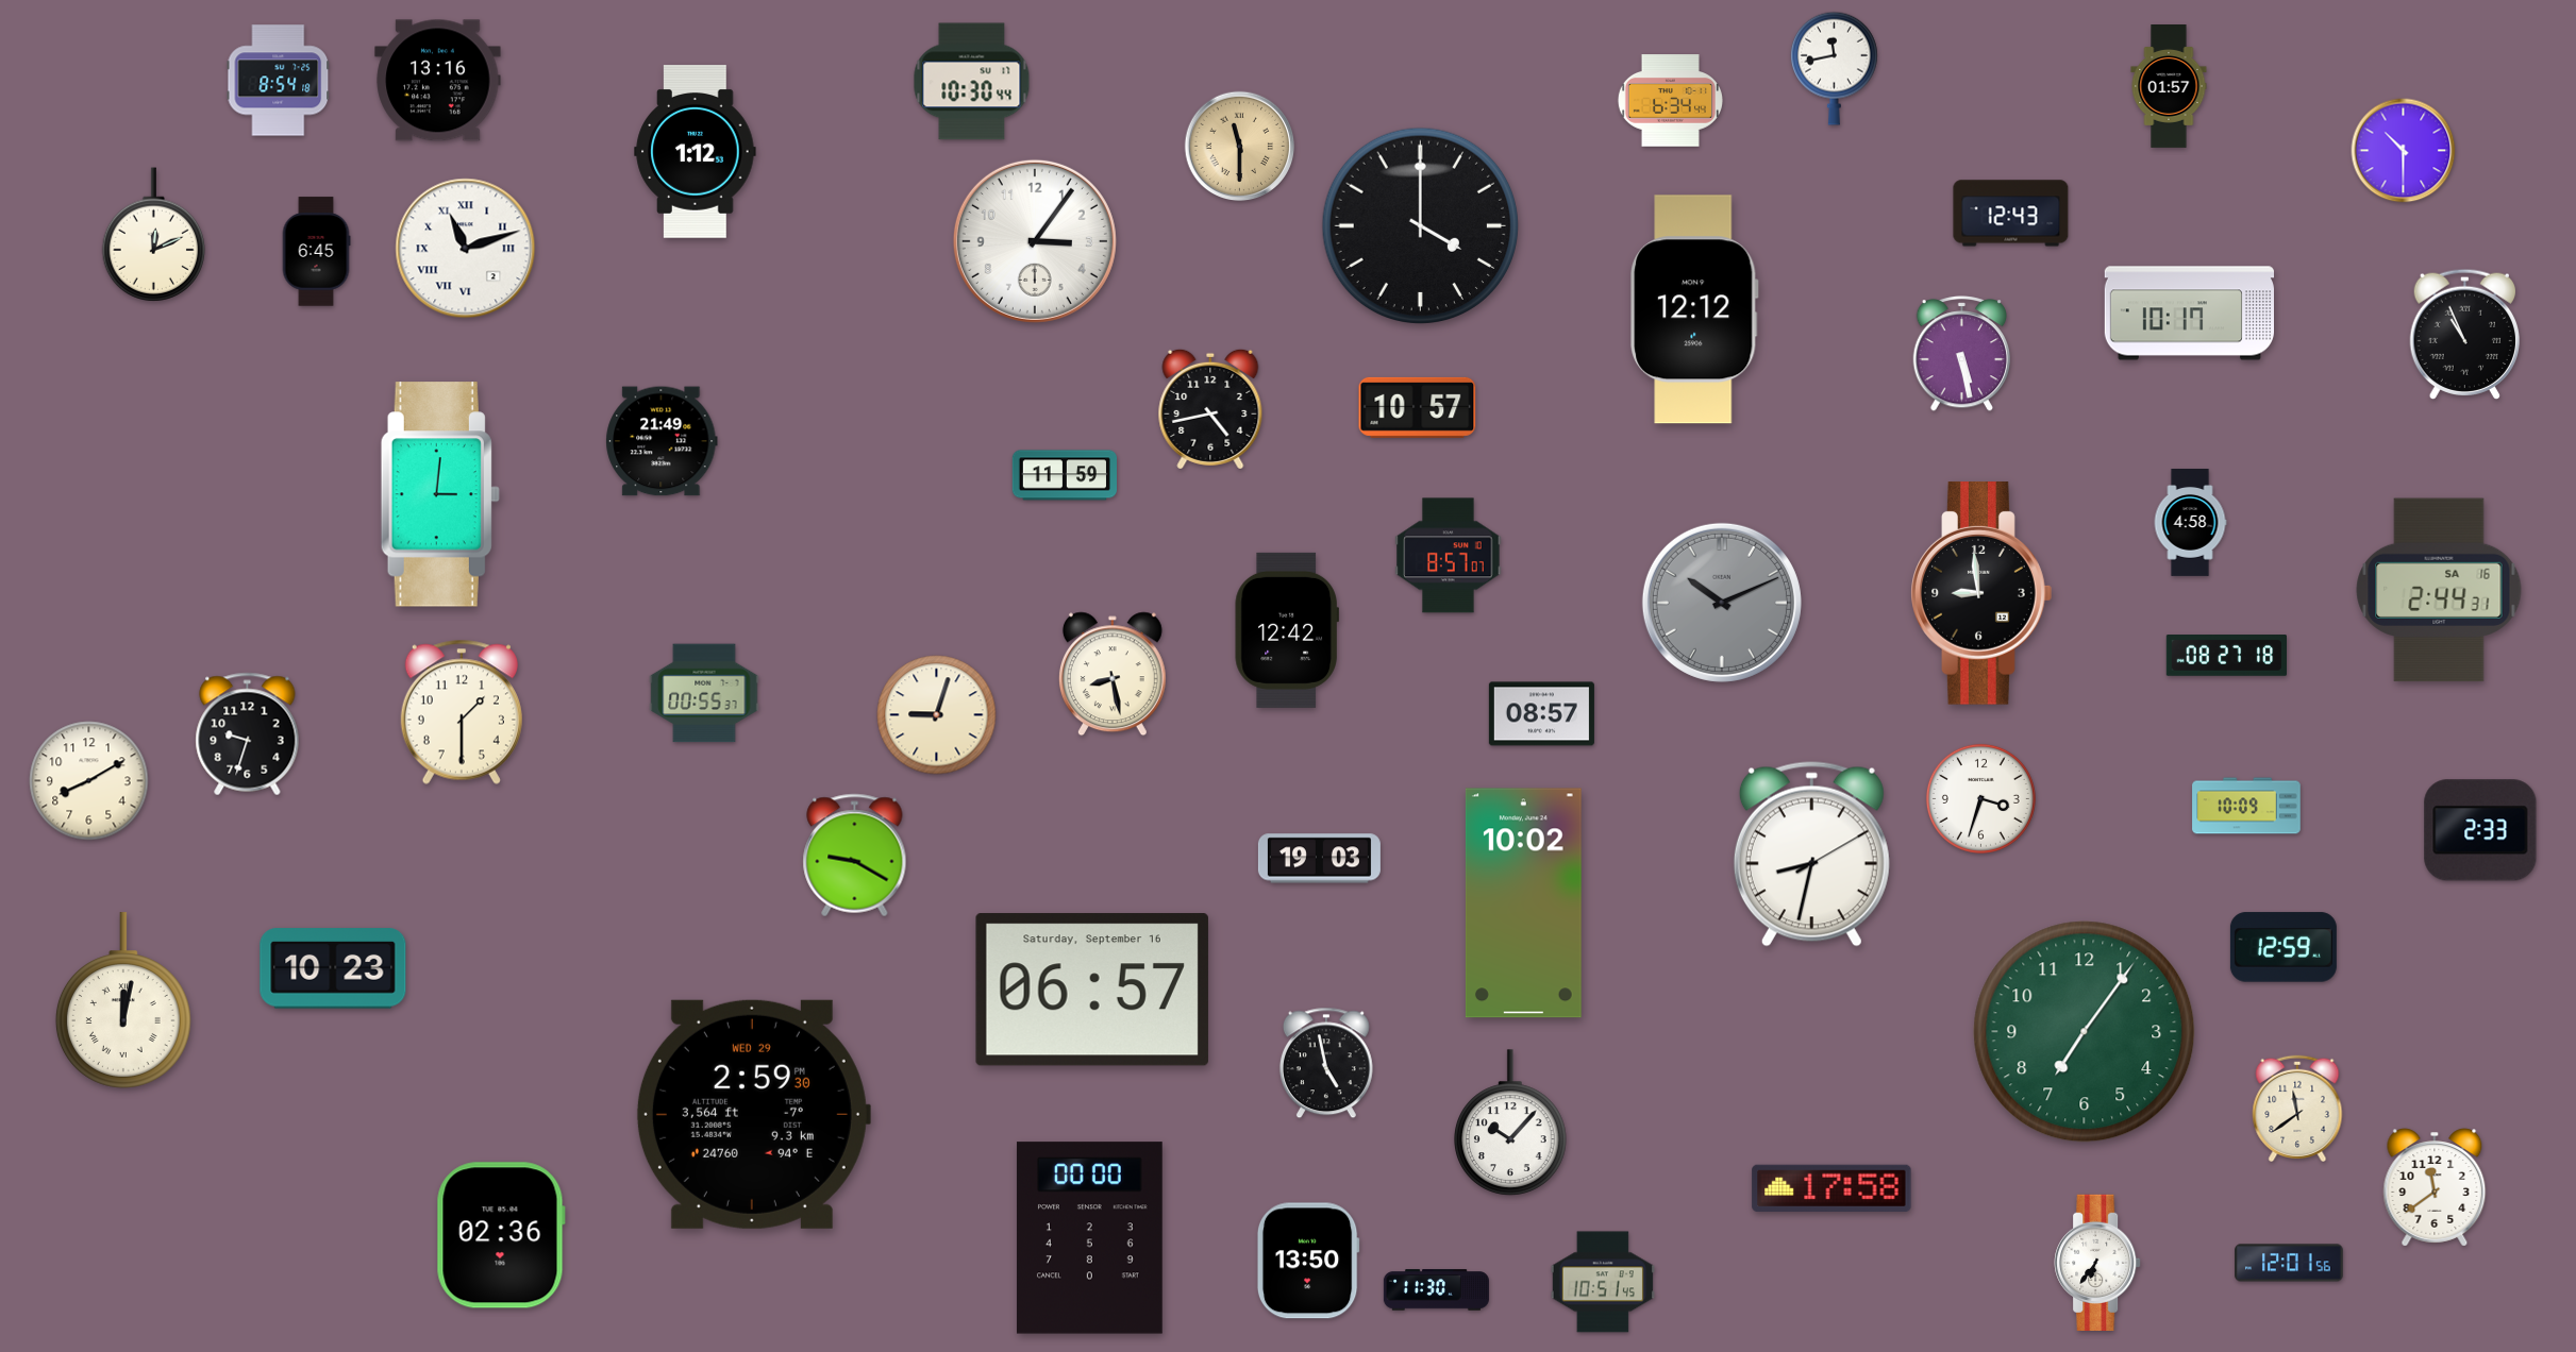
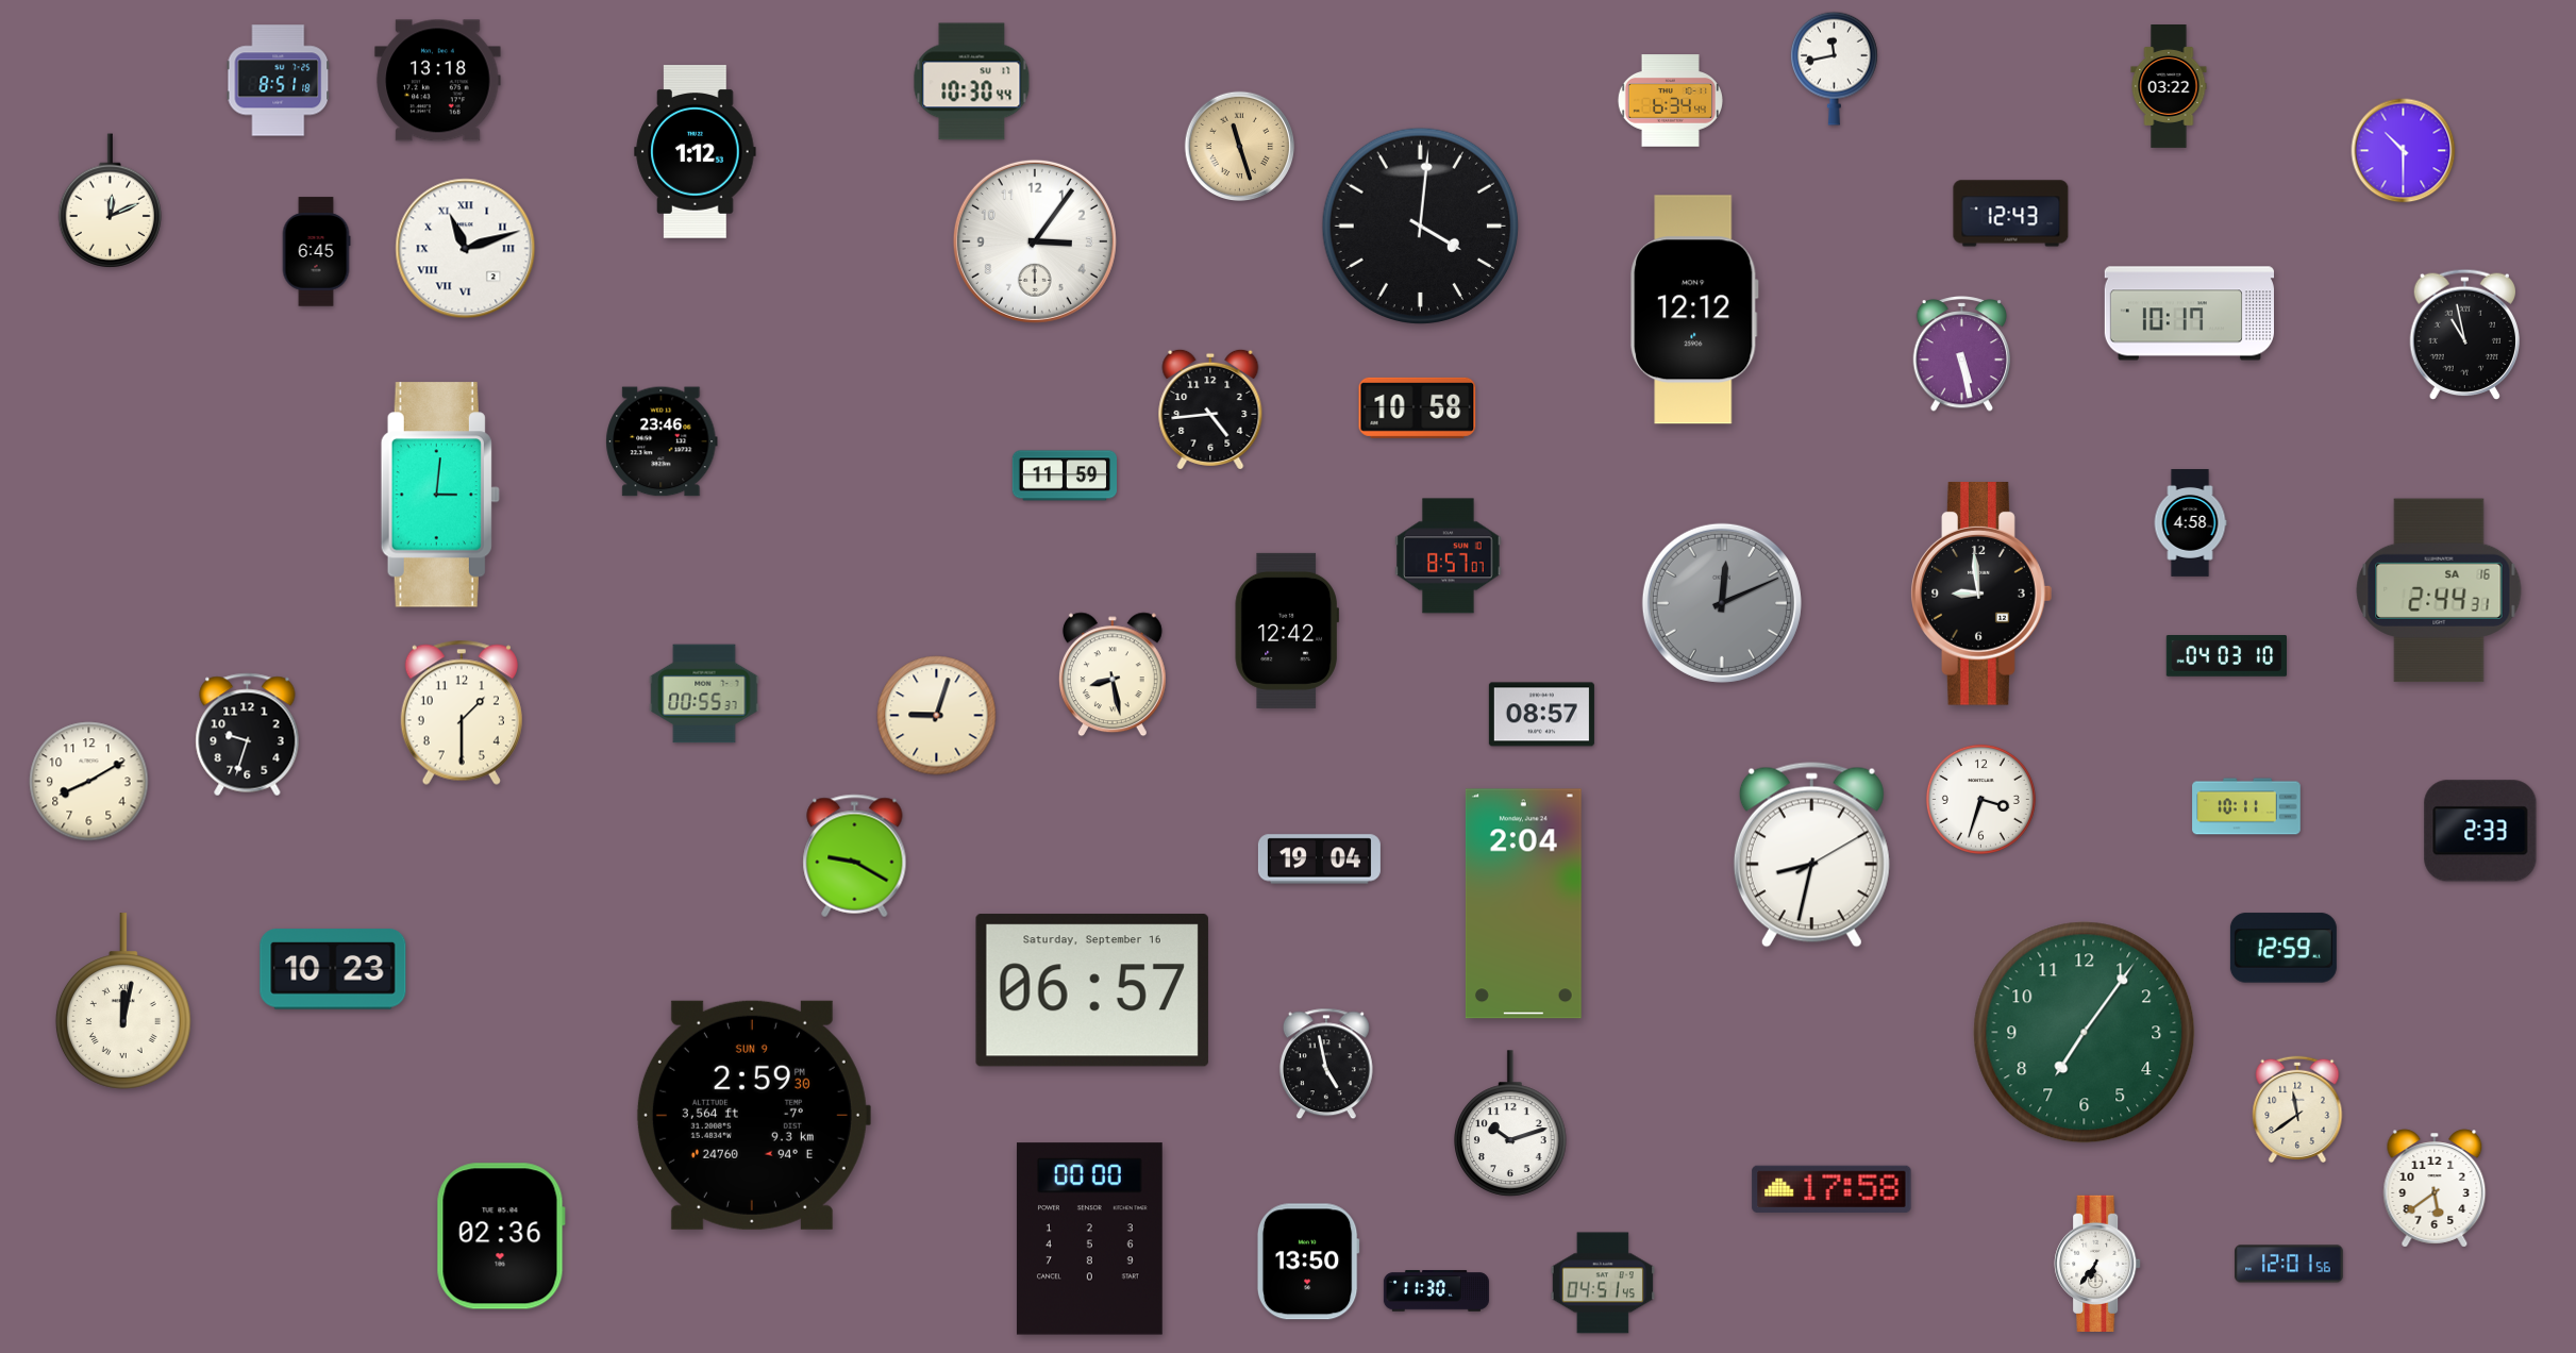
clock at (279, 81): 8:54 -> 8:51
clock at (438, 81): 13:16 -> 13:18
clock at (2169, 87): 01:57 -> 03:22
clock at (1240, 147): 11:30 -> 11:27
clock at (1420, 225): 4:00 -> 4:01
clock at (154, 235) position: (154, 235) -> (111, 201)
clock at (2464, 334): 10:56 -> 10:58
clock at (1418, 407): 10:57 -> 10:58
clock at (1210, 409): 4:43 -> 4:44
clock at (662, 441): 21:49 -> 23:46
clock at (1722, 603): 10:11 -> 12:11
clock at (2226, 656): 08:27 -> 04:03
clock at (2246, 806): 10:09 -> 10:11
clock at (1319, 859): 19:03 -> 19:04
clock at (1523, 903): 10:02 -> 2:04
clock at (753, 1114) date: WED 29 -> SUN 9
clock at (1511, 1122): 10:07 -> 10:12
clock at (2435, 1187): 11:39 -> 5:39
clock at (1603, 1282): 10:51 -> 04:51
